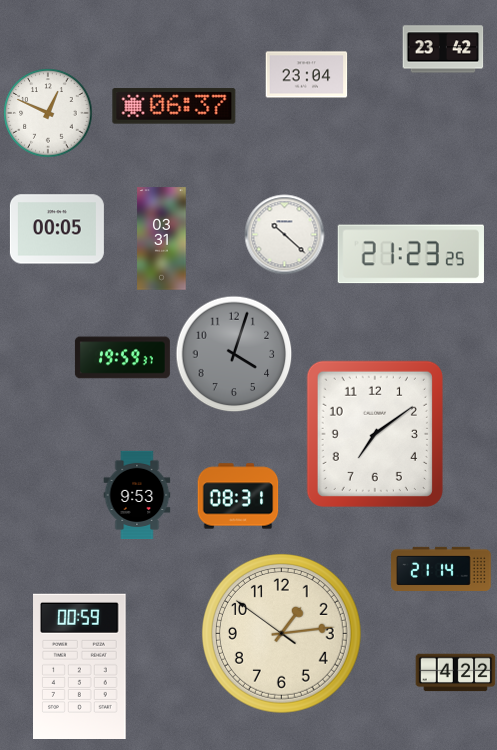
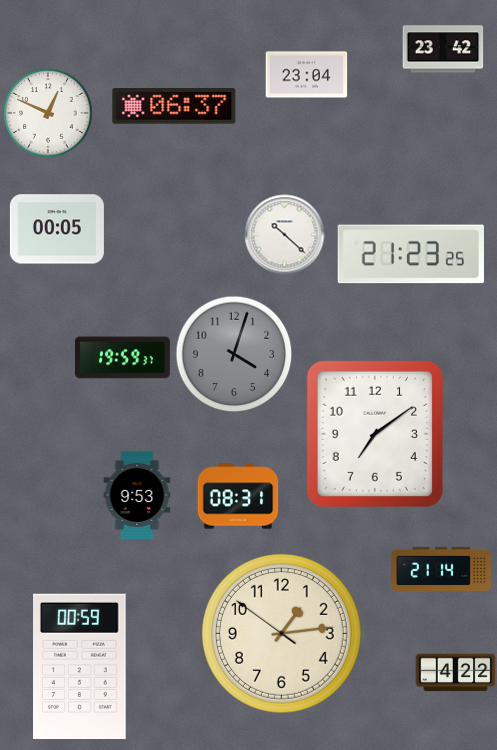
clock at (162, 239): 03:31 -> none
